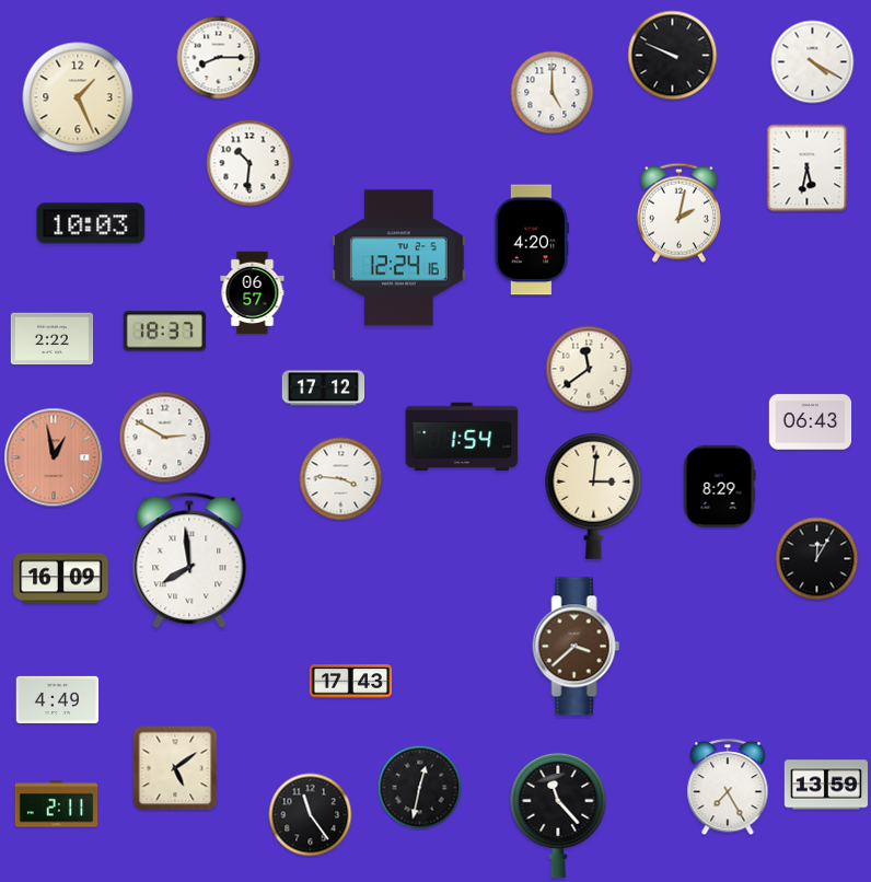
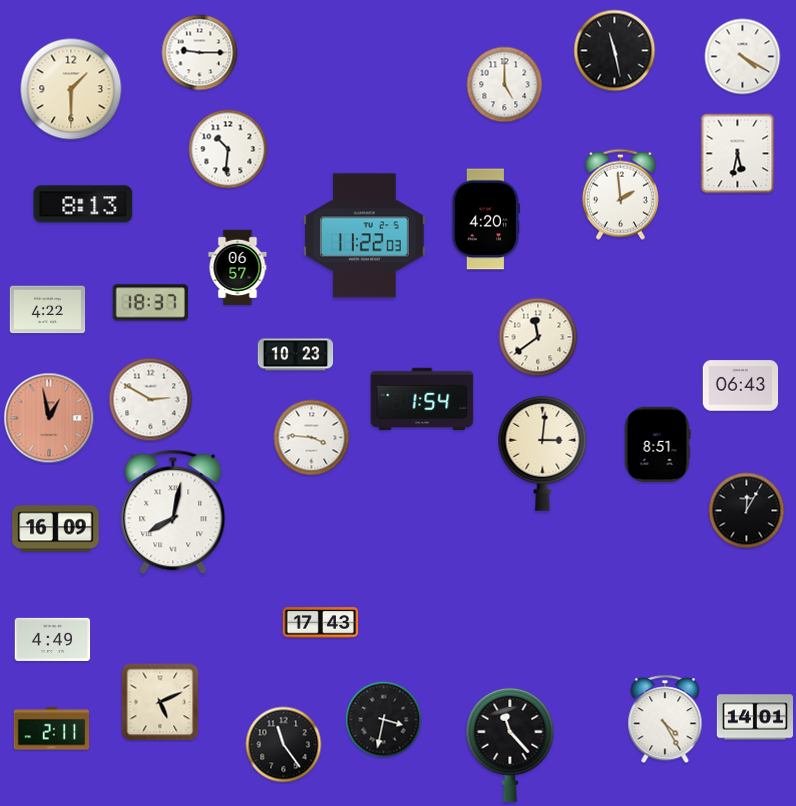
clock at (673, 56): 9:49 -> 11:28
clock at (219, 58): 8:15 -> 9:15
clock at (78, 97): 1:26 -> 1:30
clock at (678, 212): 2:02 -> 1:59
clock at (91, 223): 10:03 -> 8:13
clock at (399, 258): 12:24 -> 11:22
clock at (253, 293) position: (253, 293) -> (238, 268)
clock at (53, 339): 2:22 -> 4:22
clock at (324, 388): 17:12 -> 10:23
clock at (719, 487): 8:29 -> 8:51
clock at (189, 560): 7:59 -> 8:02
clock at (577, 647): 3:38 -> none
clock at (175, 768): 5:09 -> 5:11
clock at (825, 785): 13:59 -> 14:01
clock at (420, 788): 12:32 -> 3:32
clock at (728, 788): 7:25 -> 4:25
clock at (57, 804) position: (57, 804) -> (52, 729)
